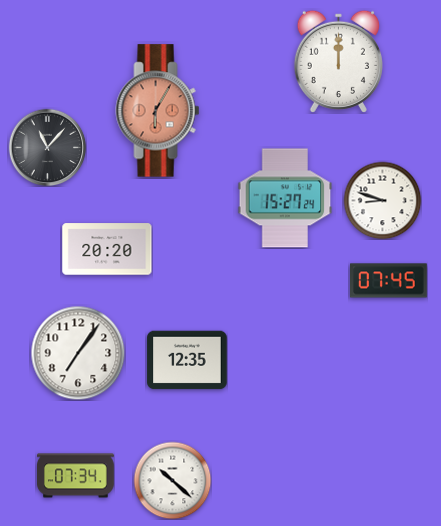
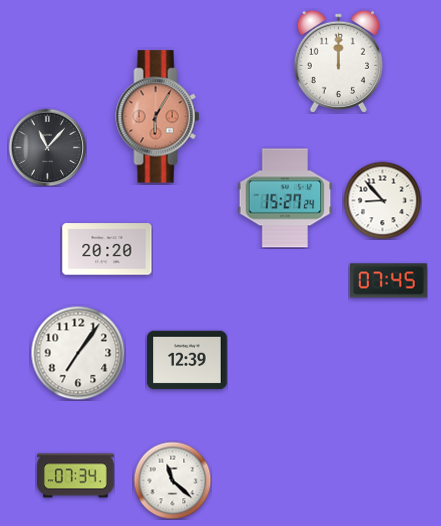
clock at (158, 111) position: (158, 111) -> (158, 117)
clock at (382, 200): 8:48 -> 8:53
clock at (187, 360): 12:35 -> 12:39
clock at (172, 480): 10:22 -> 11:22
